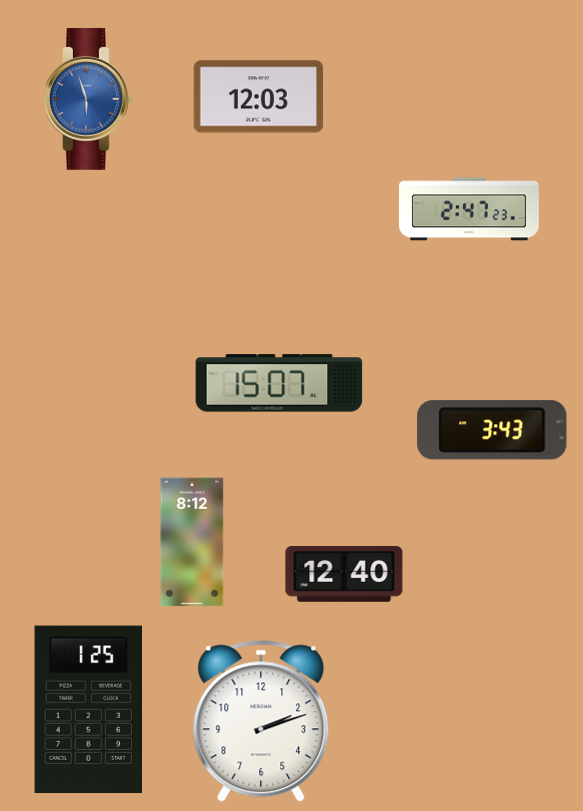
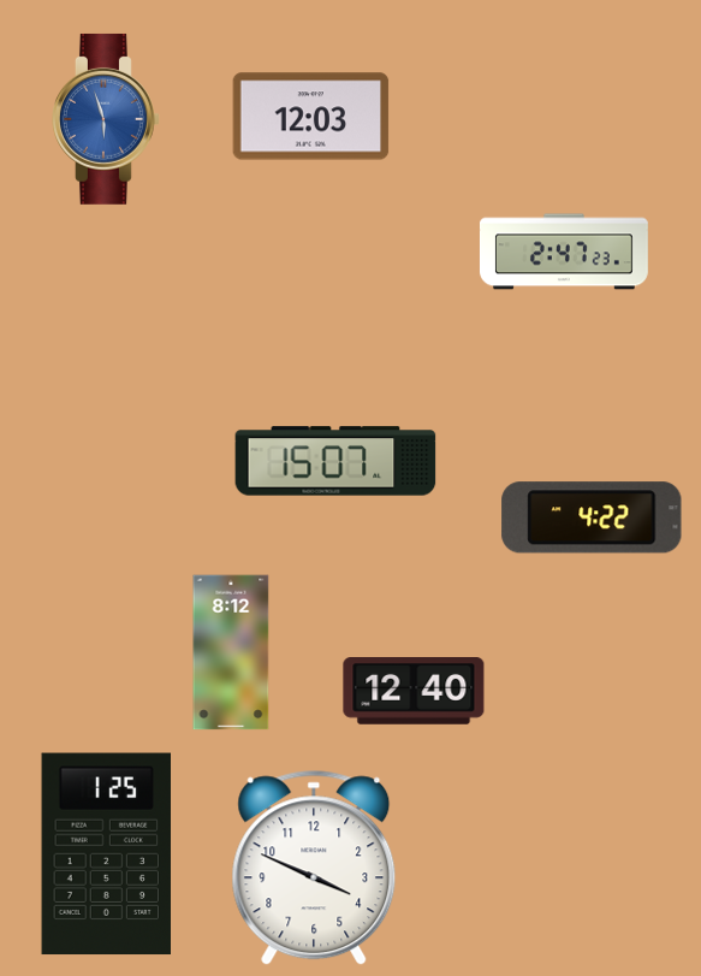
clock at (492, 430): 3:43 -> 4:22
clock at (261, 721): 2:12 -> 3:49
